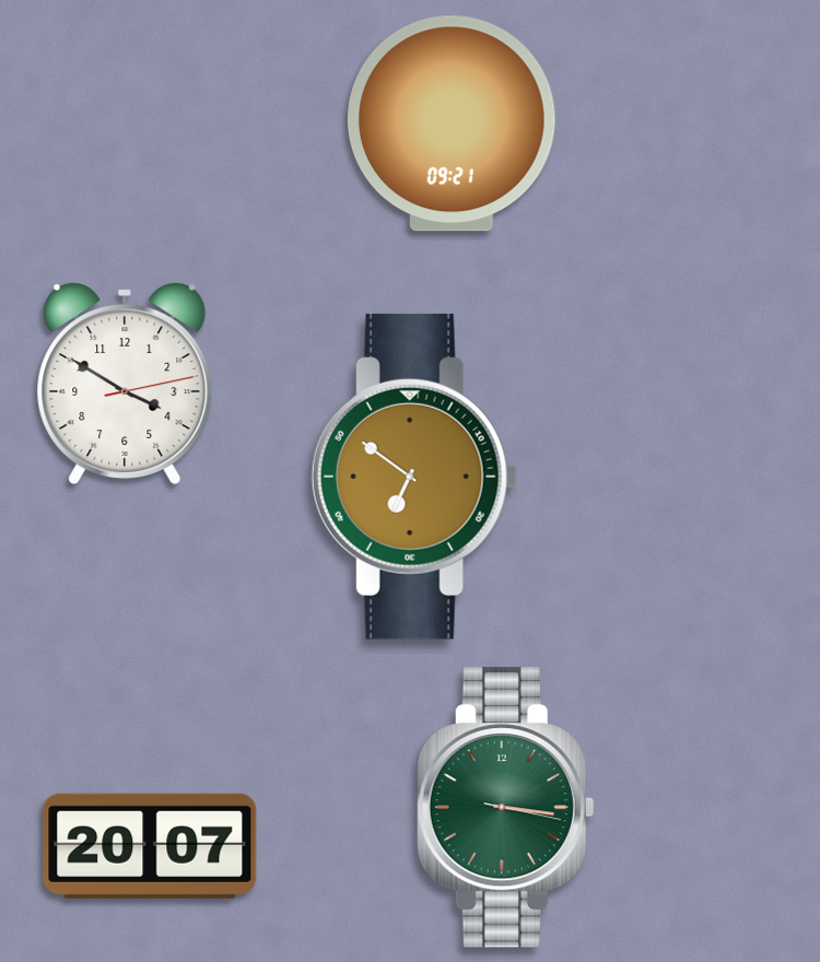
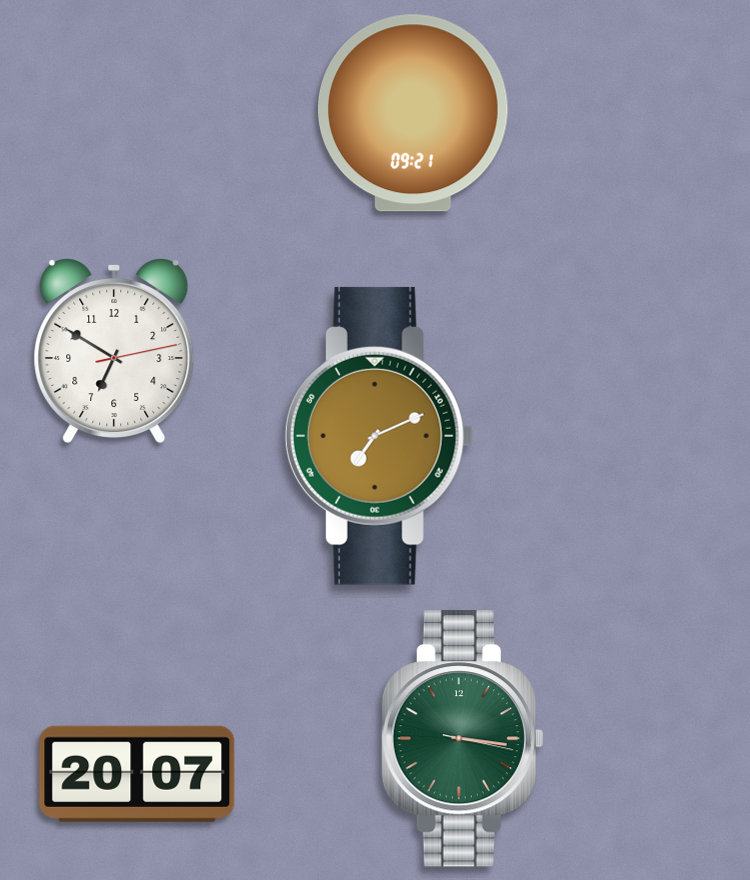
clock at (125, 383): 3:50 -> 6:50
clock at (414, 477): 6:51 -> 7:11
